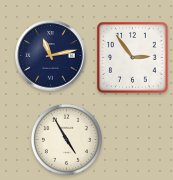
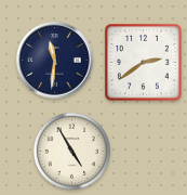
clock at (51, 56): 11:13 -> 11:31
clock at (133, 58): 2:54 -> 2:39
